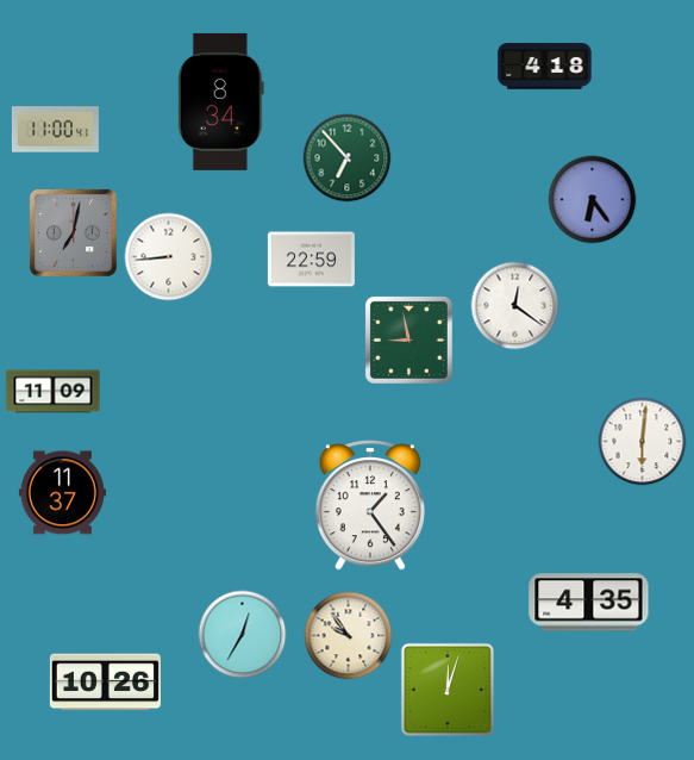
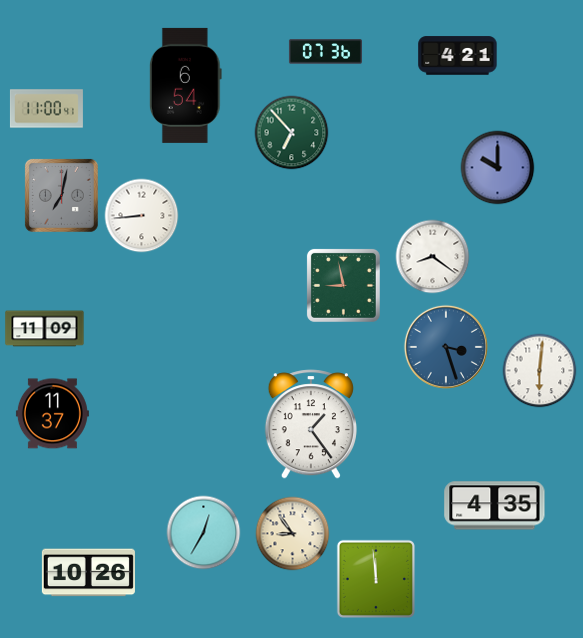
clock at (325, 52): none -> 07:36
clock at (545, 67): 4:18 -> 4:21
clock at (220, 101): 8:34 -> 6:54
clock at (593, 200): 6:24 -> 10:00
clock at (311, 260): 22:59 -> none
clock at (515, 306): 12:21 -> 8:21
clock at (446, 347): none -> 3:27
clock at (349, 636): 9:54 -> 8:54
clock at (448, 690): 12:03 -> 11:59
